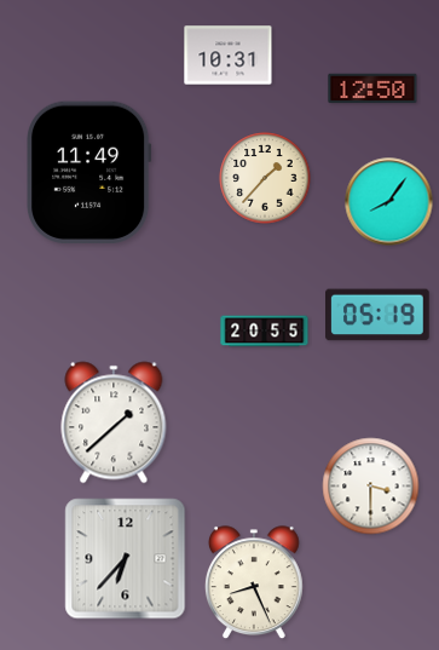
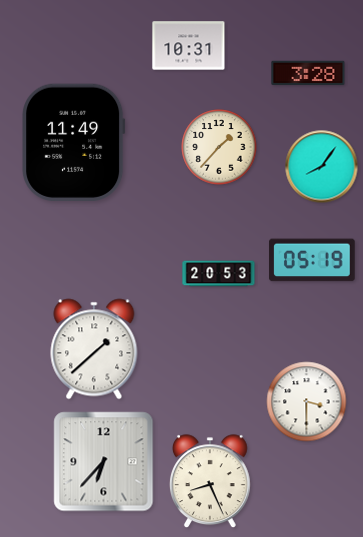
clock at (372, 88): 12:50 -> 3:28
clock at (265, 332): 20:55 -> 20:53
